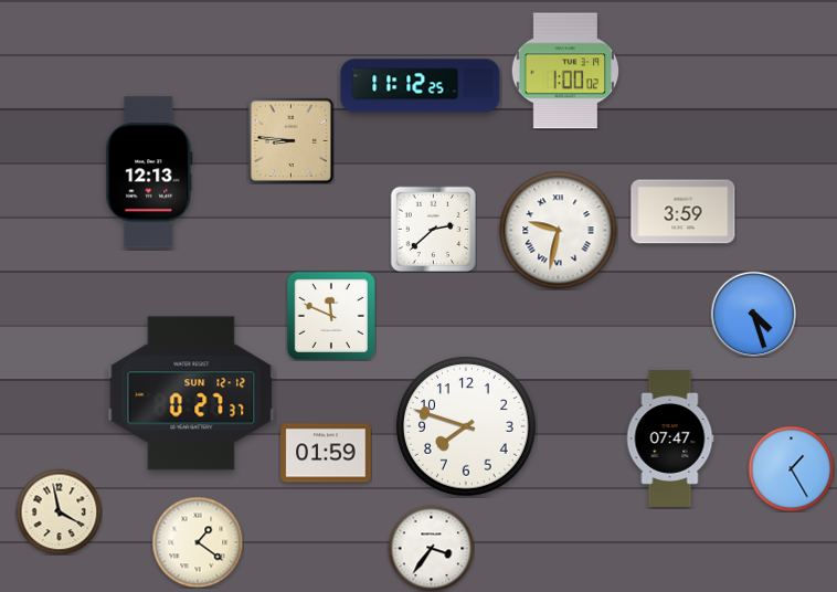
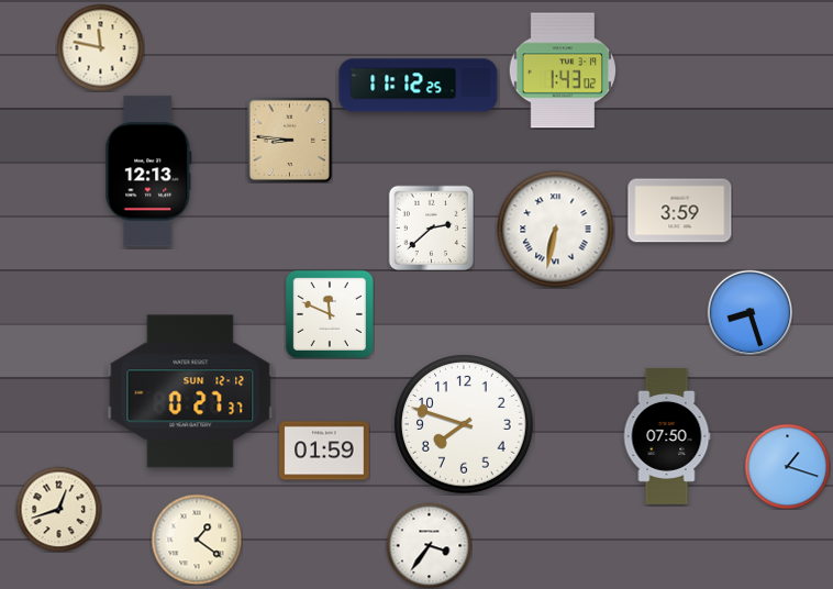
clock at (100, 47): none -> 11:47
clock at (565, 71): 1:00 -> 1:43
clock at (559, 231): 9:32 -> 6:32
clock at (753, 314): 4:27 -> 8:27
clock at (670, 438): 07:47 -> 07:50
clock at (791, 468): 1:25 -> 1:18
clock at (59, 511): 3:58 -> 12:42
